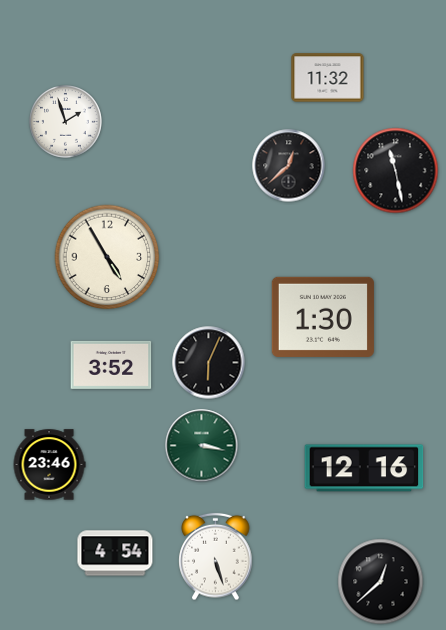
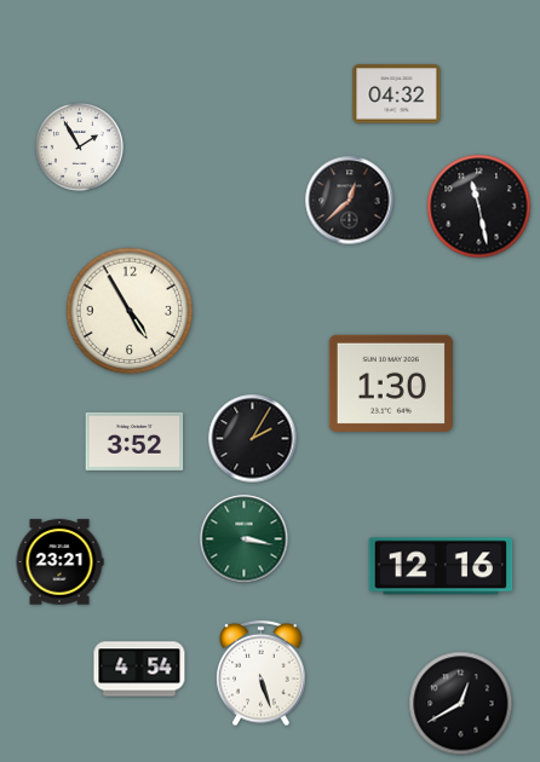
clock at (328, 78): 11:32 -> 04:32
clock at (66, 122): 1:57 -> 1:55
clock at (209, 363): 6:04 -> 2:05
clock at (49, 465): 23:46 -> 23:21
clock at (381, 582): 12:38 -> 12:40
